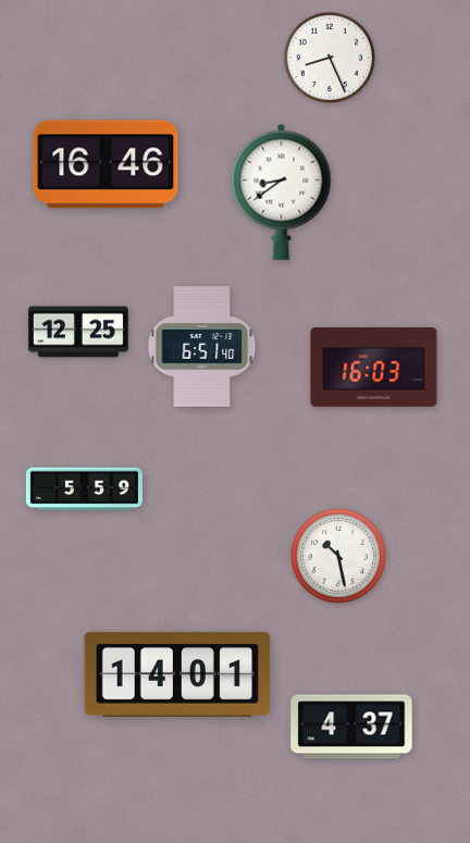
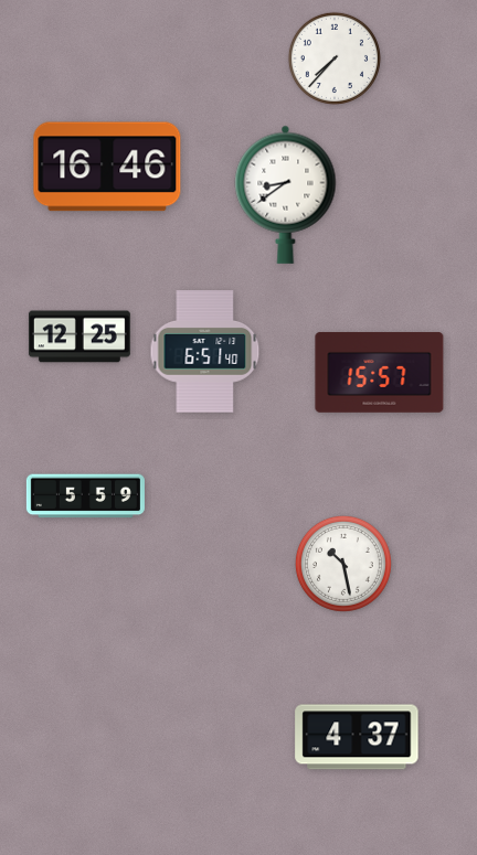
clock at (330, 58): 8:26 -> 7:37
clock at (374, 367): 16:03 -> 15:57
clock at (177, 674): 14:01 -> none
